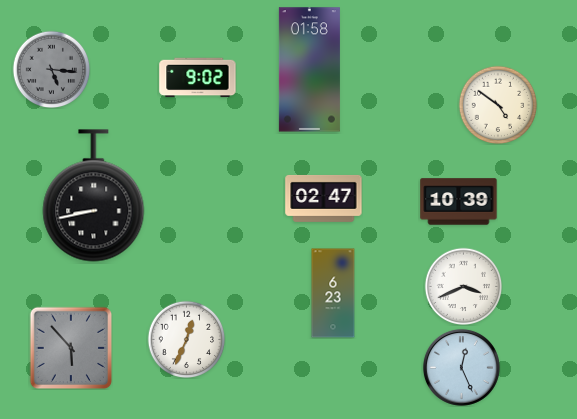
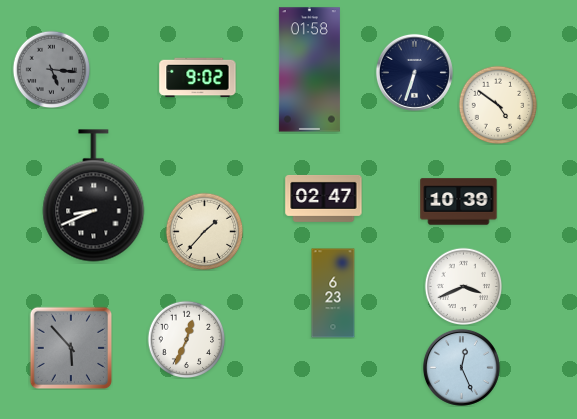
clock at (414, 72): none -> 6:33
clock at (94, 196): 8:43 -> 8:41
clock at (204, 231): none -> 1:37
